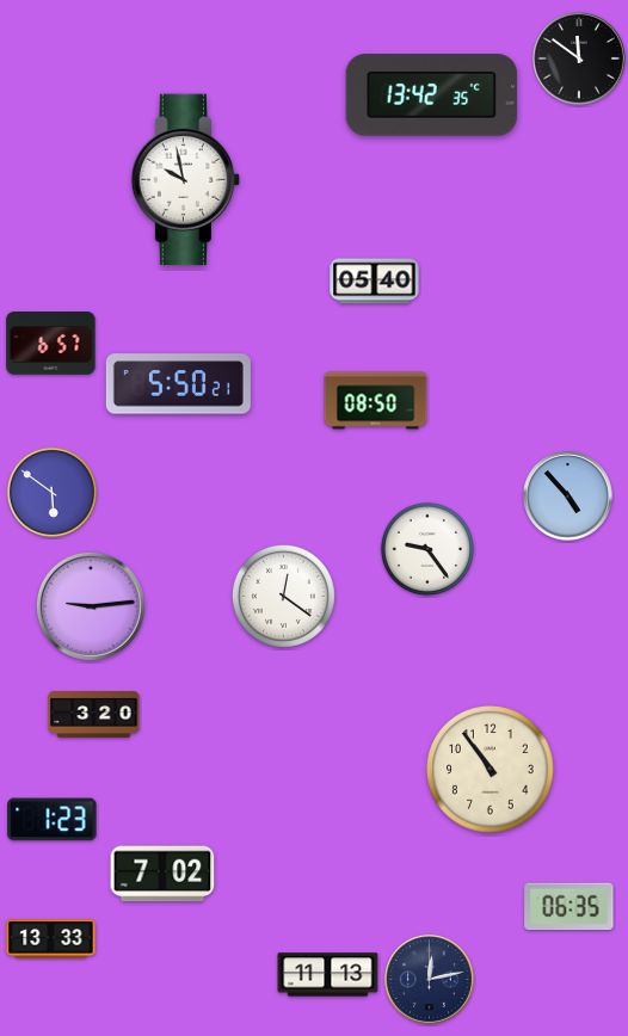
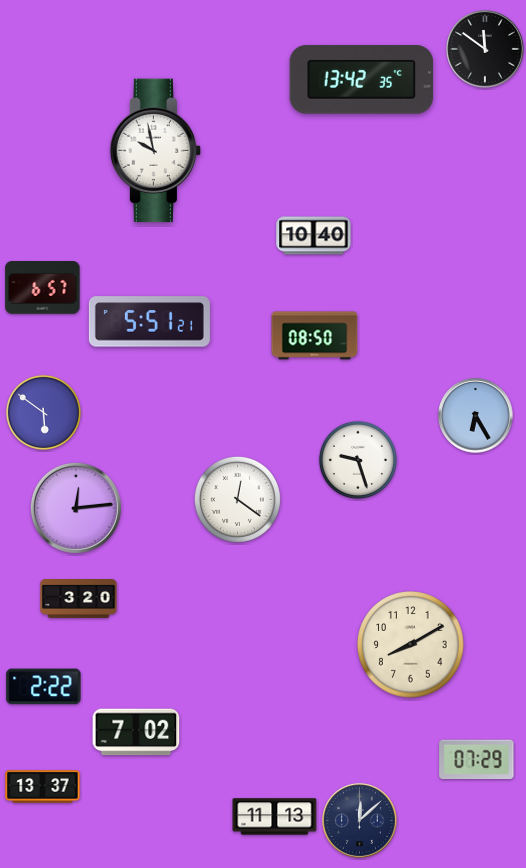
clock at (375, 282): 05:40 -> 10:40
clock at (178, 384): 5:50 -> 5:51
clock at (568, 497): 4:53 -> 6:25
clock at (427, 549): 9:24 -> 9:27
clock at (91, 606): 9:14 -> 12:14
clock at (491, 770): 10:54 -> 8:10
clock at (53, 820): 1:23 -> 2:22
clock at (569, 907): 06:35 -> 07:29
clock at (51, 939): 13:33 -> 13:37
clock at (430, 980): 12:13 -> 12:08
